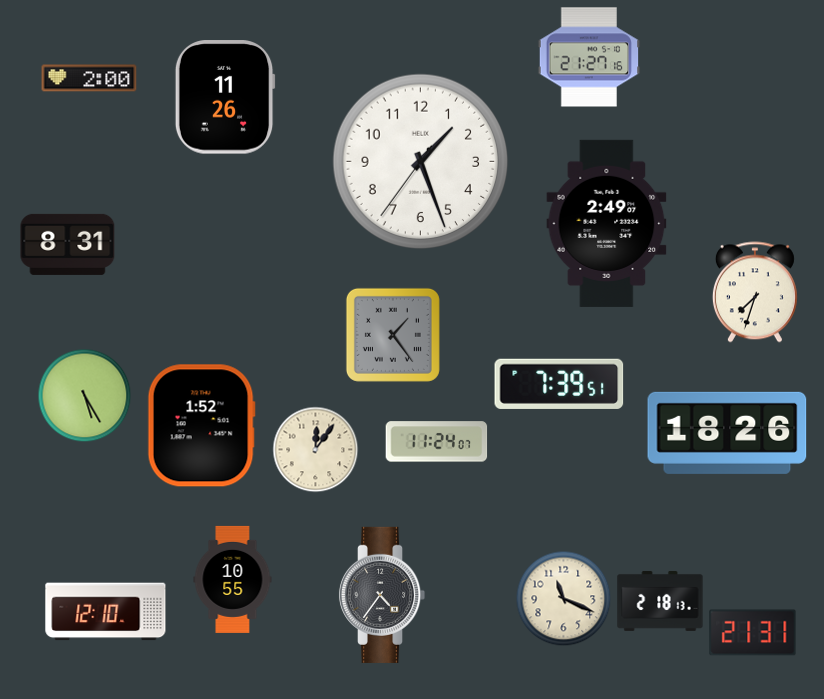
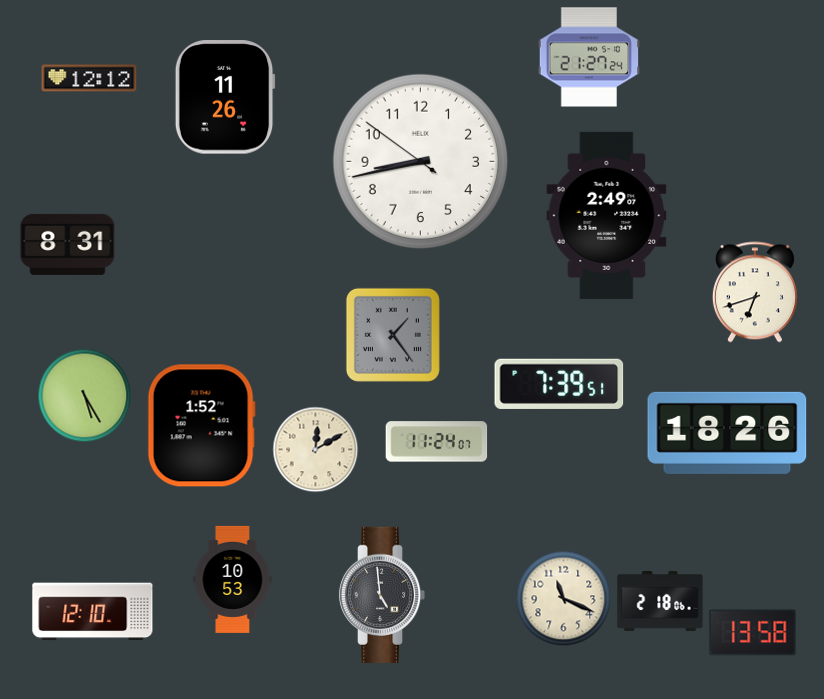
clock at (589, 57): 21:27:16 -> 21:27:24
clock at (89, 78): 2:00 -> 12:12
clock at (421, 162): 1:26 -> 8:42
clock at (607, 223) position: (607, 223) -> (607, 215)
clock at (755, 292): 7:33 -> 6:42
clock at (316, 450): 12:06 -> 12:10
clock at (233, 579): 10:55 -> 10:53
clock at (382, 595): 4:36 -> 4:59
clock at (660, 601): 2:18:13 -> 2:18:06
clock at (106, 612) position: (106, 612) -> (93, 612)
clock at (753, 633): 21:31 -> 13:58
